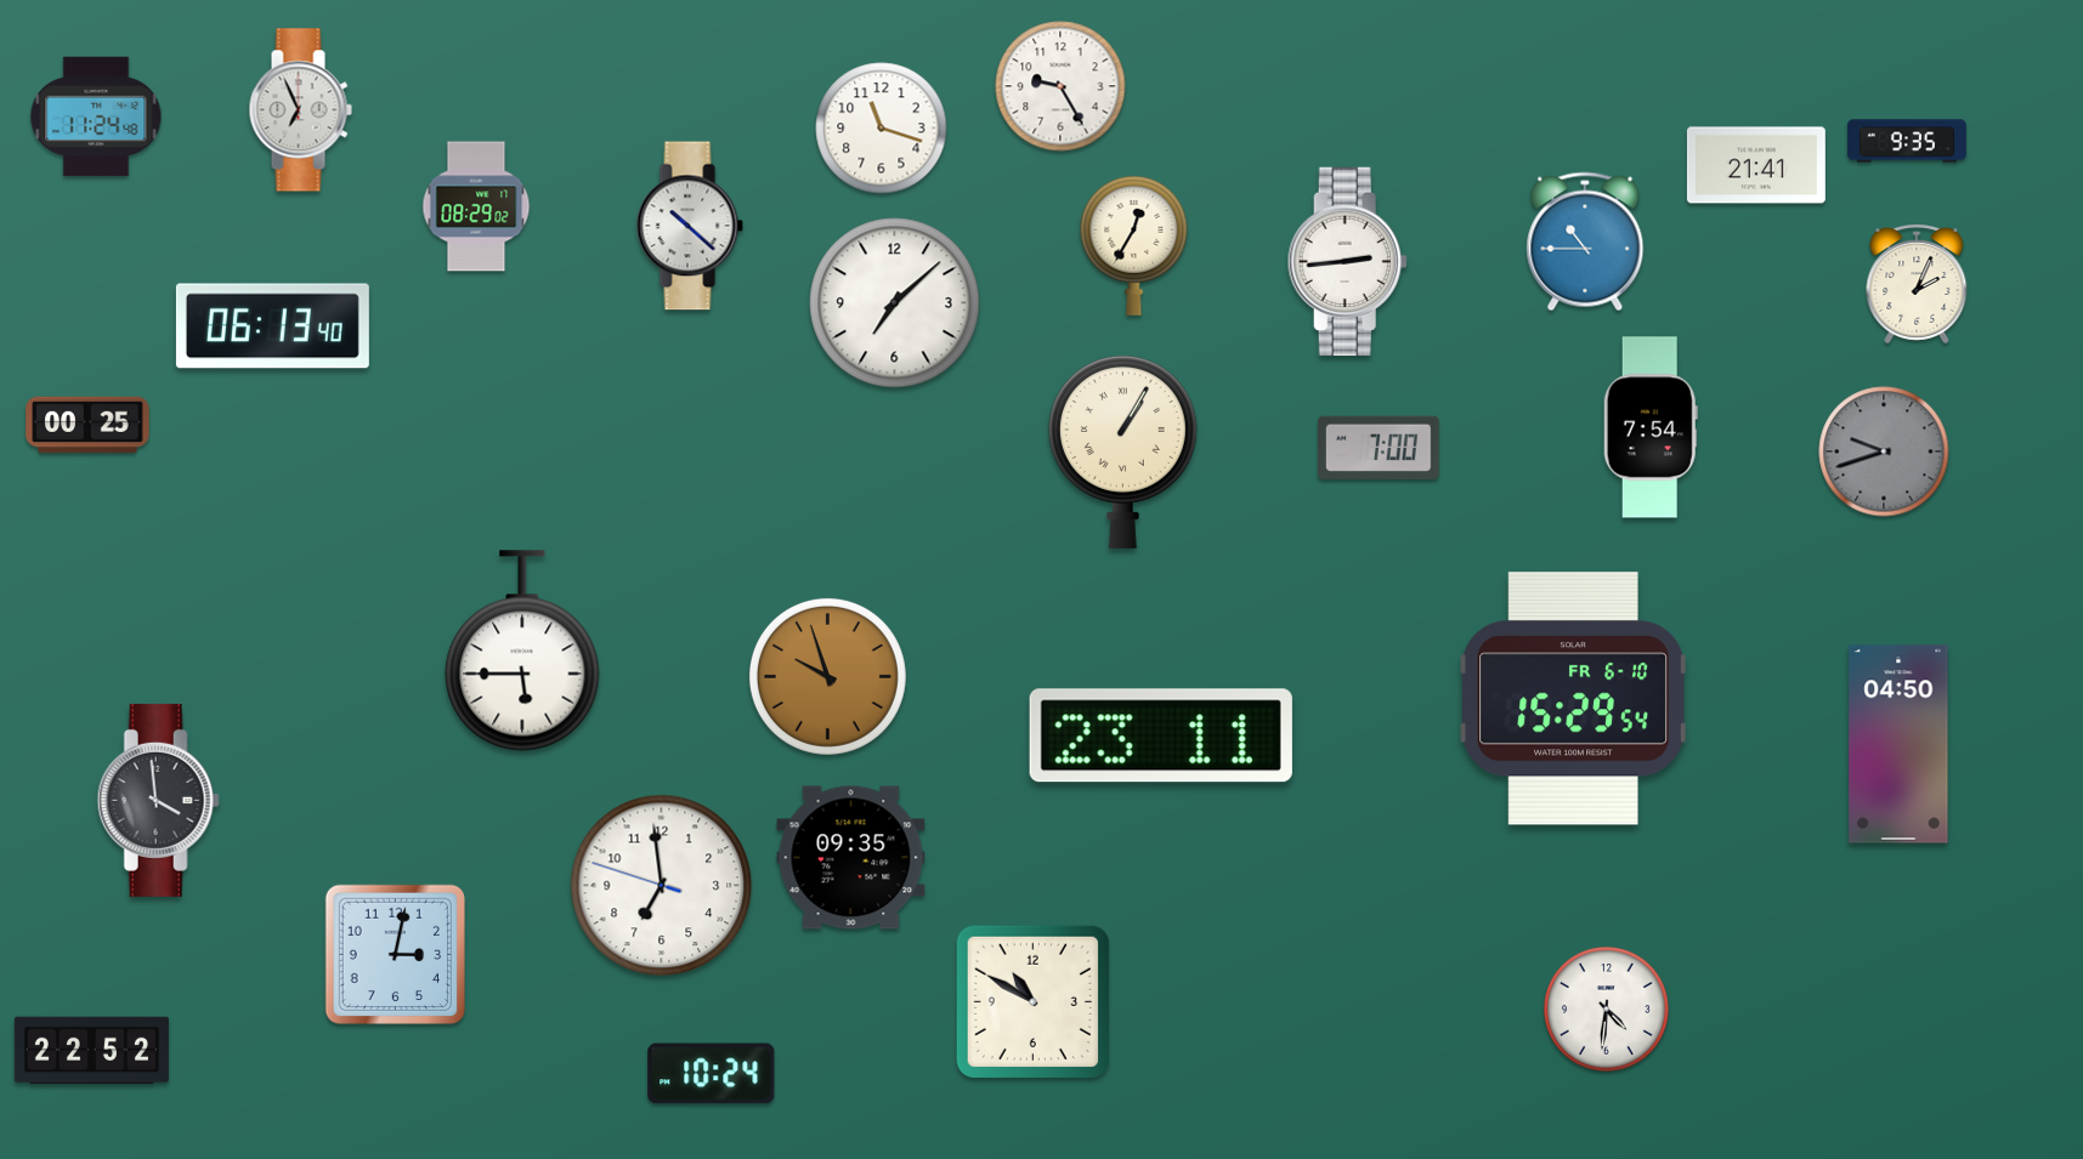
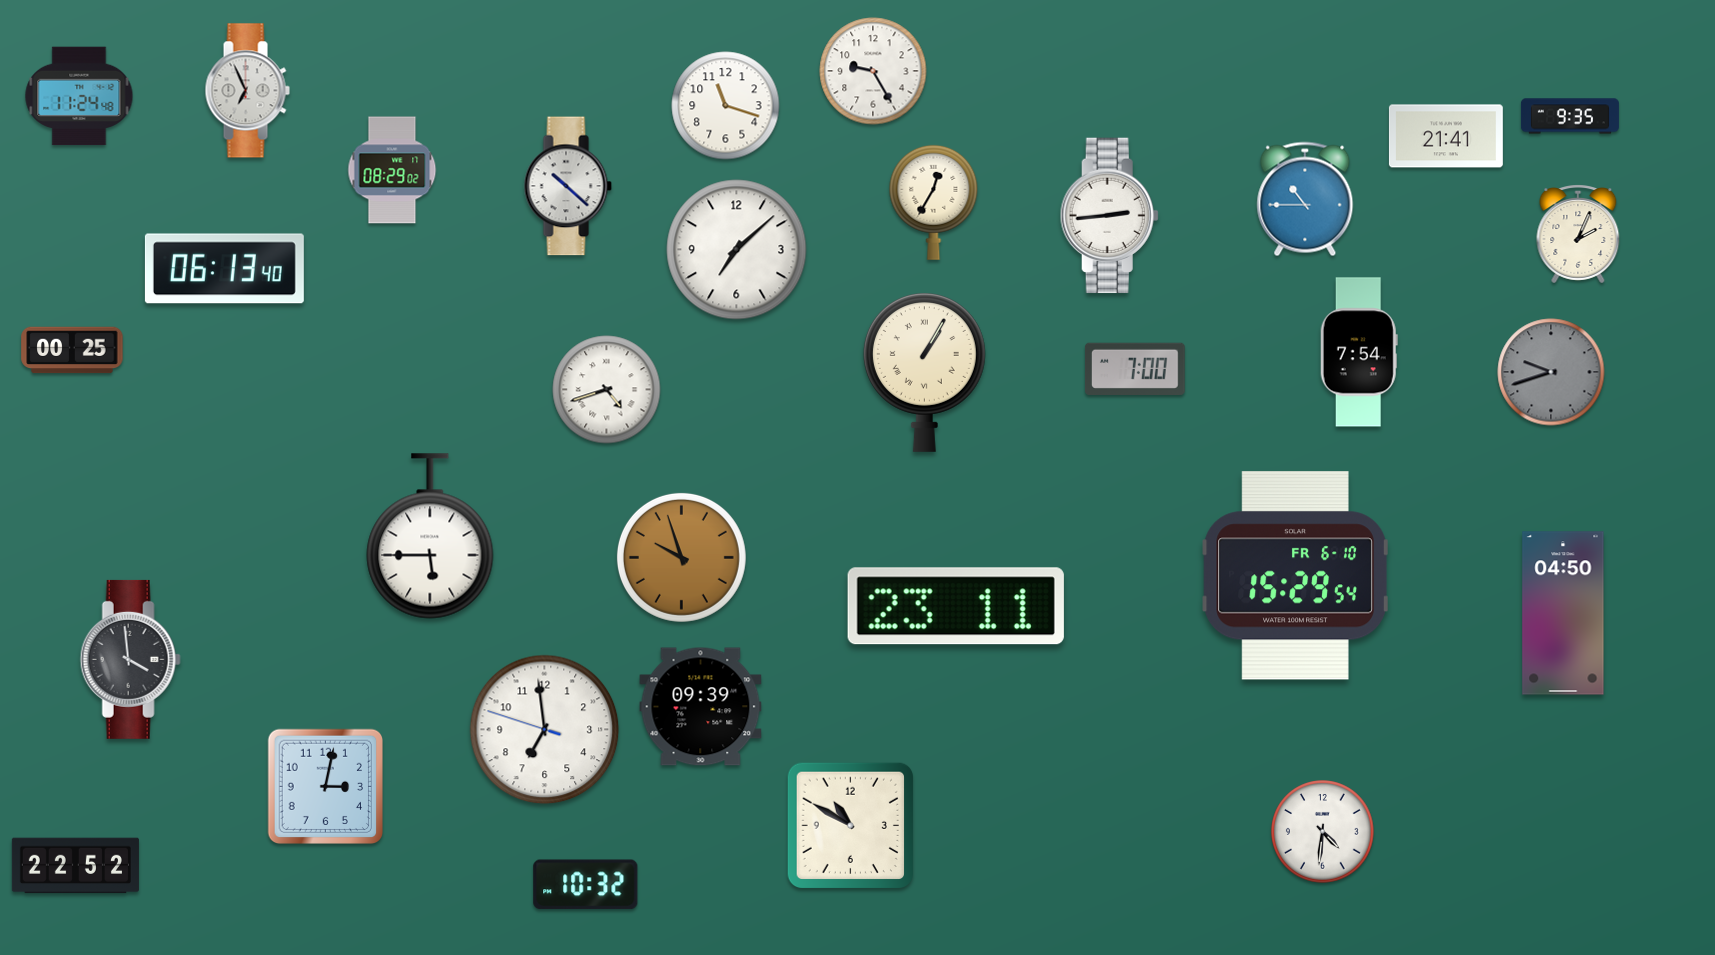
clock at (607, 390): none -> 4:42
clock at (851, 858): 09:35 -> 09:39
clock at (712, 1074): 10:24 -> 10:32
